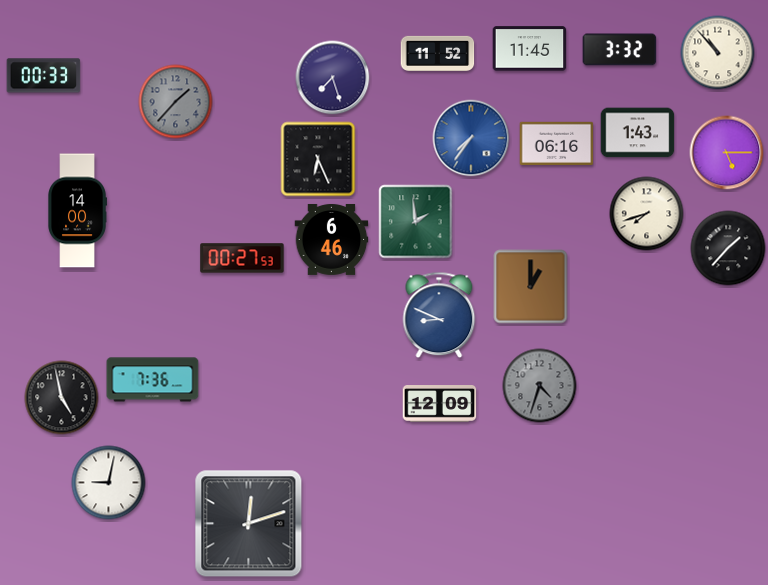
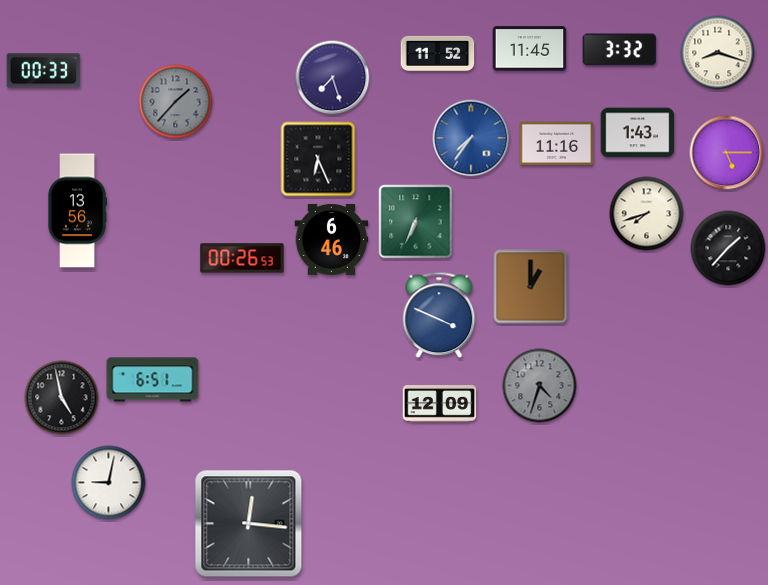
clock at (718, 53): 10:53 -> 8:18
clock at (44, 76) position: (44, 76) -> (44, 71)
clock at (557, 143): 06:16 -> 11:16
clock at (77, 211): 14:00 -> 13:56
clock at (416, 222): 1:59 -> 6:34
clock at (242, 258): 00:27 -> 00:26
clock at (439, 315): 8:49 -> 3:49
clock at (153, 380): 7:36 -> 6:51
clock at (249, 524): 12:12 -> 12:16
